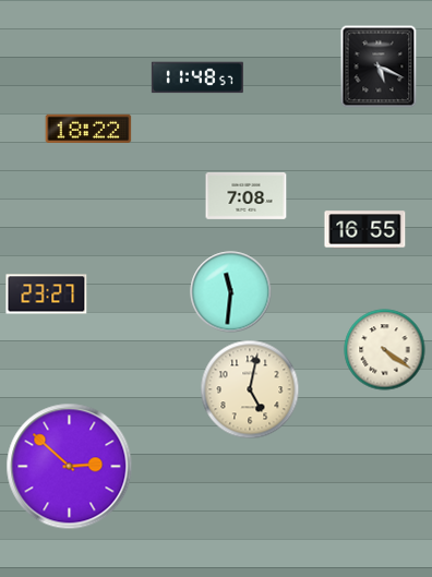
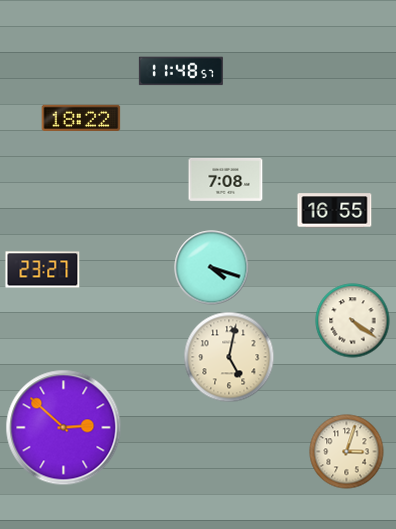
clock at (379, 67): 5:19 -> none
clock at (231, 292): 11:31 -> 4:18
clock at (347, 452): none -> 3:03
